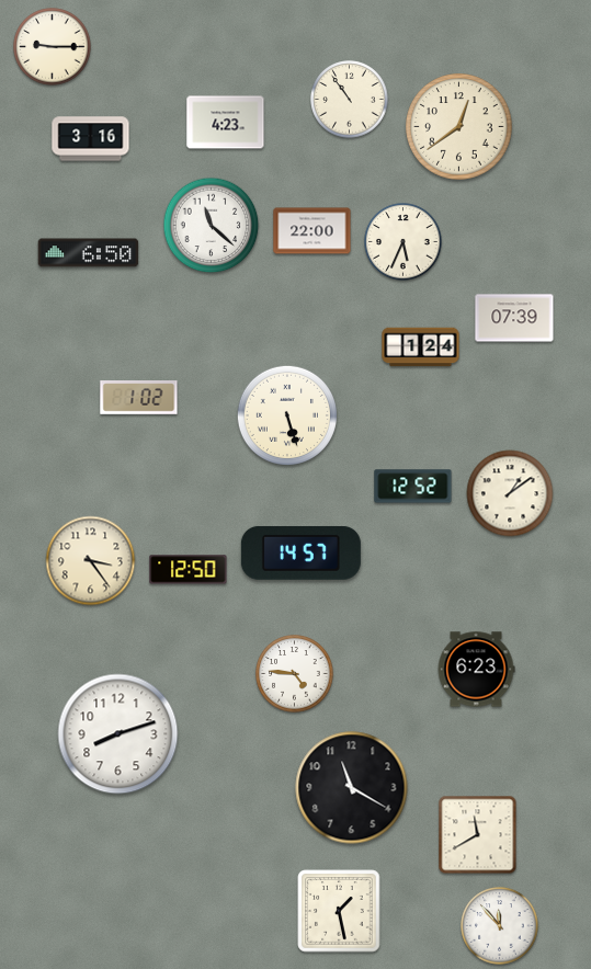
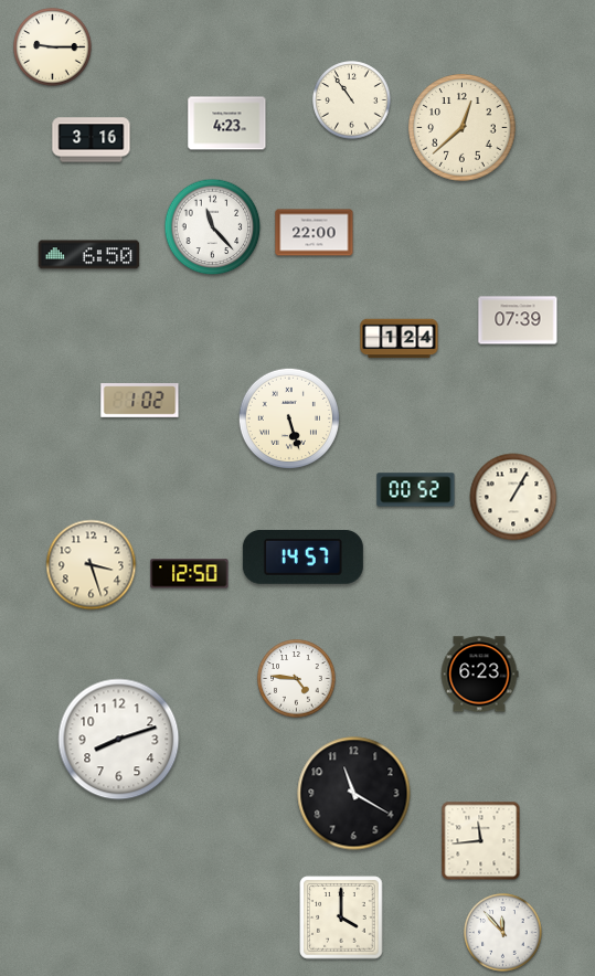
clock at (459, 127): 12:39 -> 12:38
clock at (212, 226): 11:22 -> 11:23
clock at (404, 242): 5:34 -> none
clock at (421, 347) position: (421, 347) -> (400, 339)
clock at (413, 487): 12:52 -> 00:52
clock at (510, 493): 1:09 -> 1:05
clock at (91, 561): 3:24 -> 3:27
clock at (478, 835): 11:40 -> 11:44
clock at (339, 911): 1:28 -> 4:00
